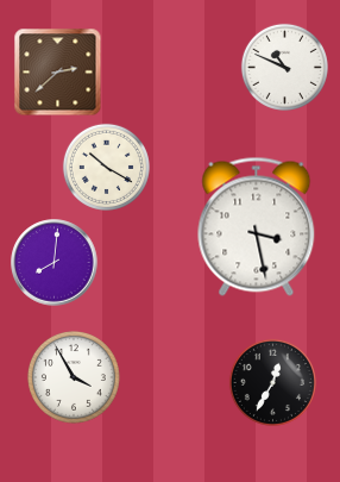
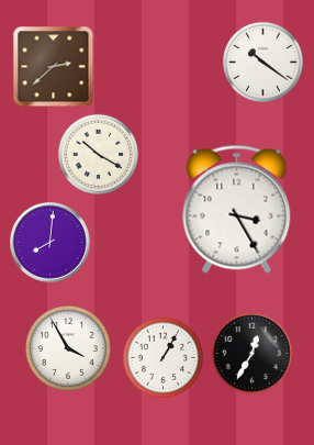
clock at (284, 67): 10:49 -> 10:21
clock at (257, 226): 3:28 -> 3:25
clock at (162, 357): none -> 1:05
